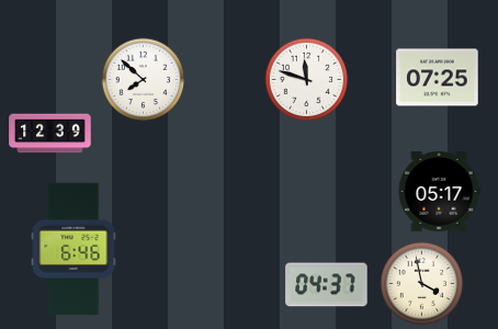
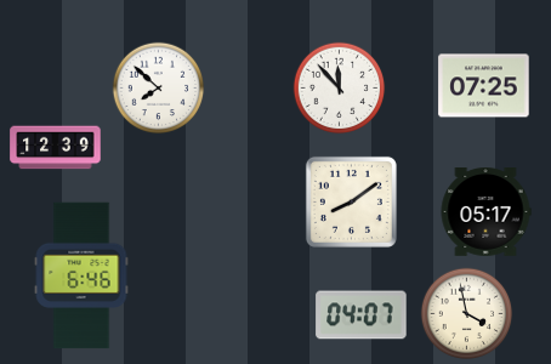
clock at (307, 80): 11:48 -> 11:53
clock at (351, 201): none -> 8:09
clock at (327, 285): 04:37 -> 04:07
